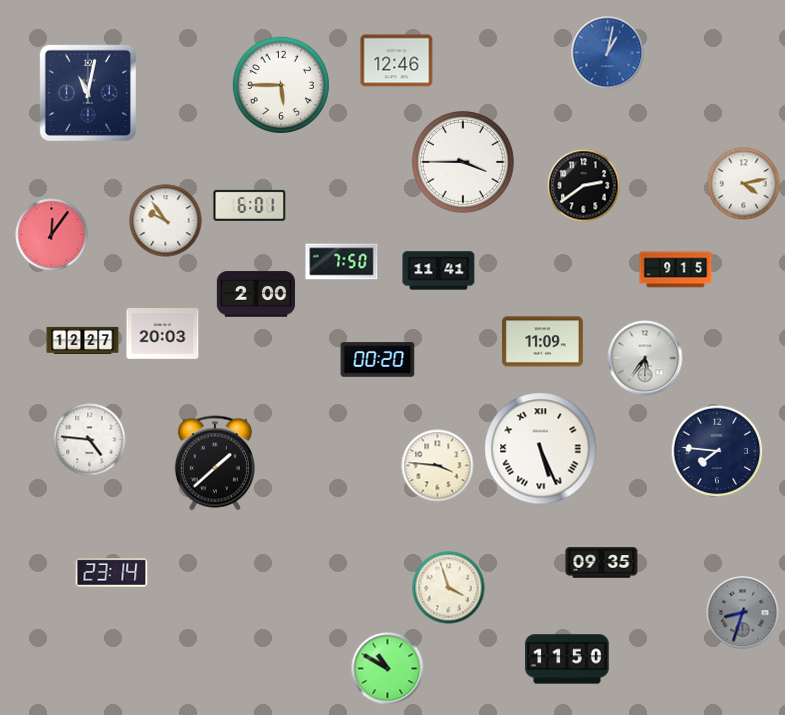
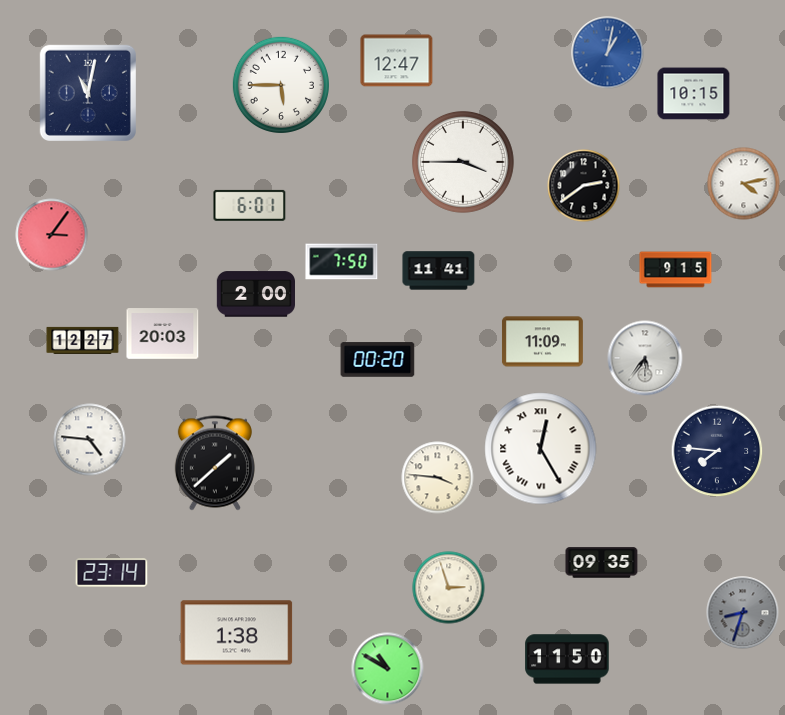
clock at (397, 61): 12:46 -> 12:47
clock at (694, 94): none -> 10:15
clock at (166, 221): 9:54 -> none
clock at (52, 235): 12:06 -> 3:06
clock at (541, 449): 5:26 -> 12:25
clock at (438, 466) position: (438, 466) -> (438, 478)
clock at (449, 588): 3:57 -> 2:57
clock at (237, 633): none -> 1:38
